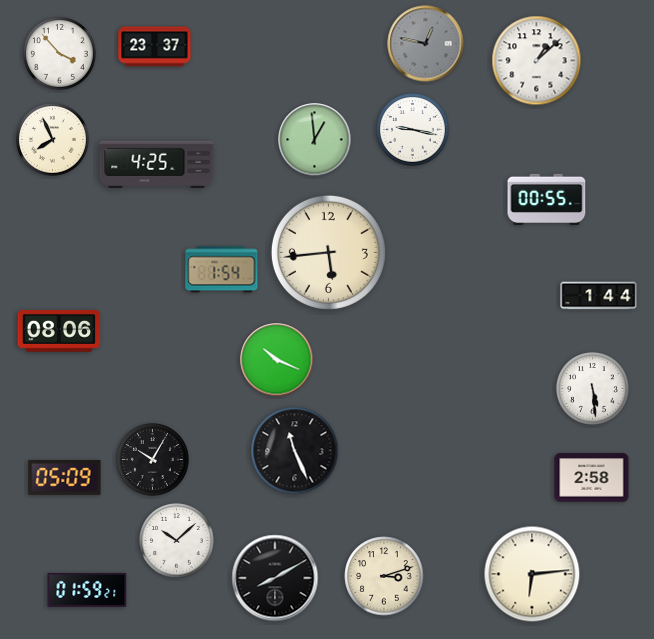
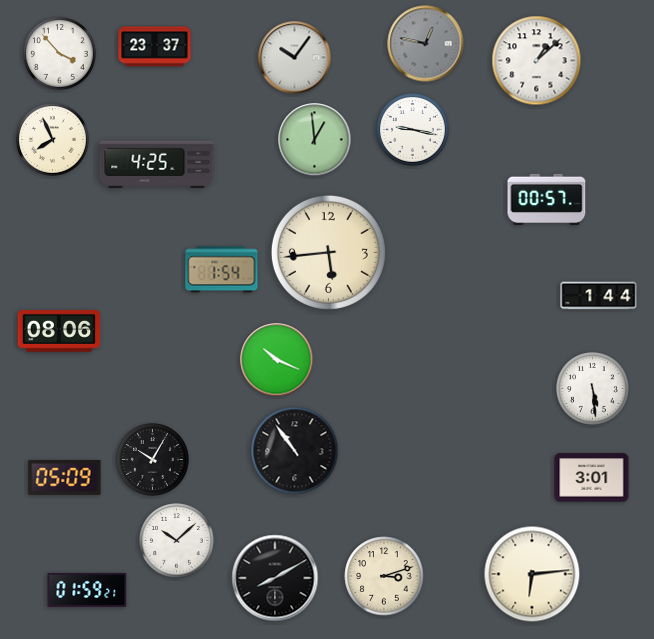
clock at (295, 58): none -> 10:06
clock at (547, 199): 00:55 -> 00:57
clock at (295, 451): 11:26 -> 10:54
clock at (592, 478): 2:58 -> 3:01
